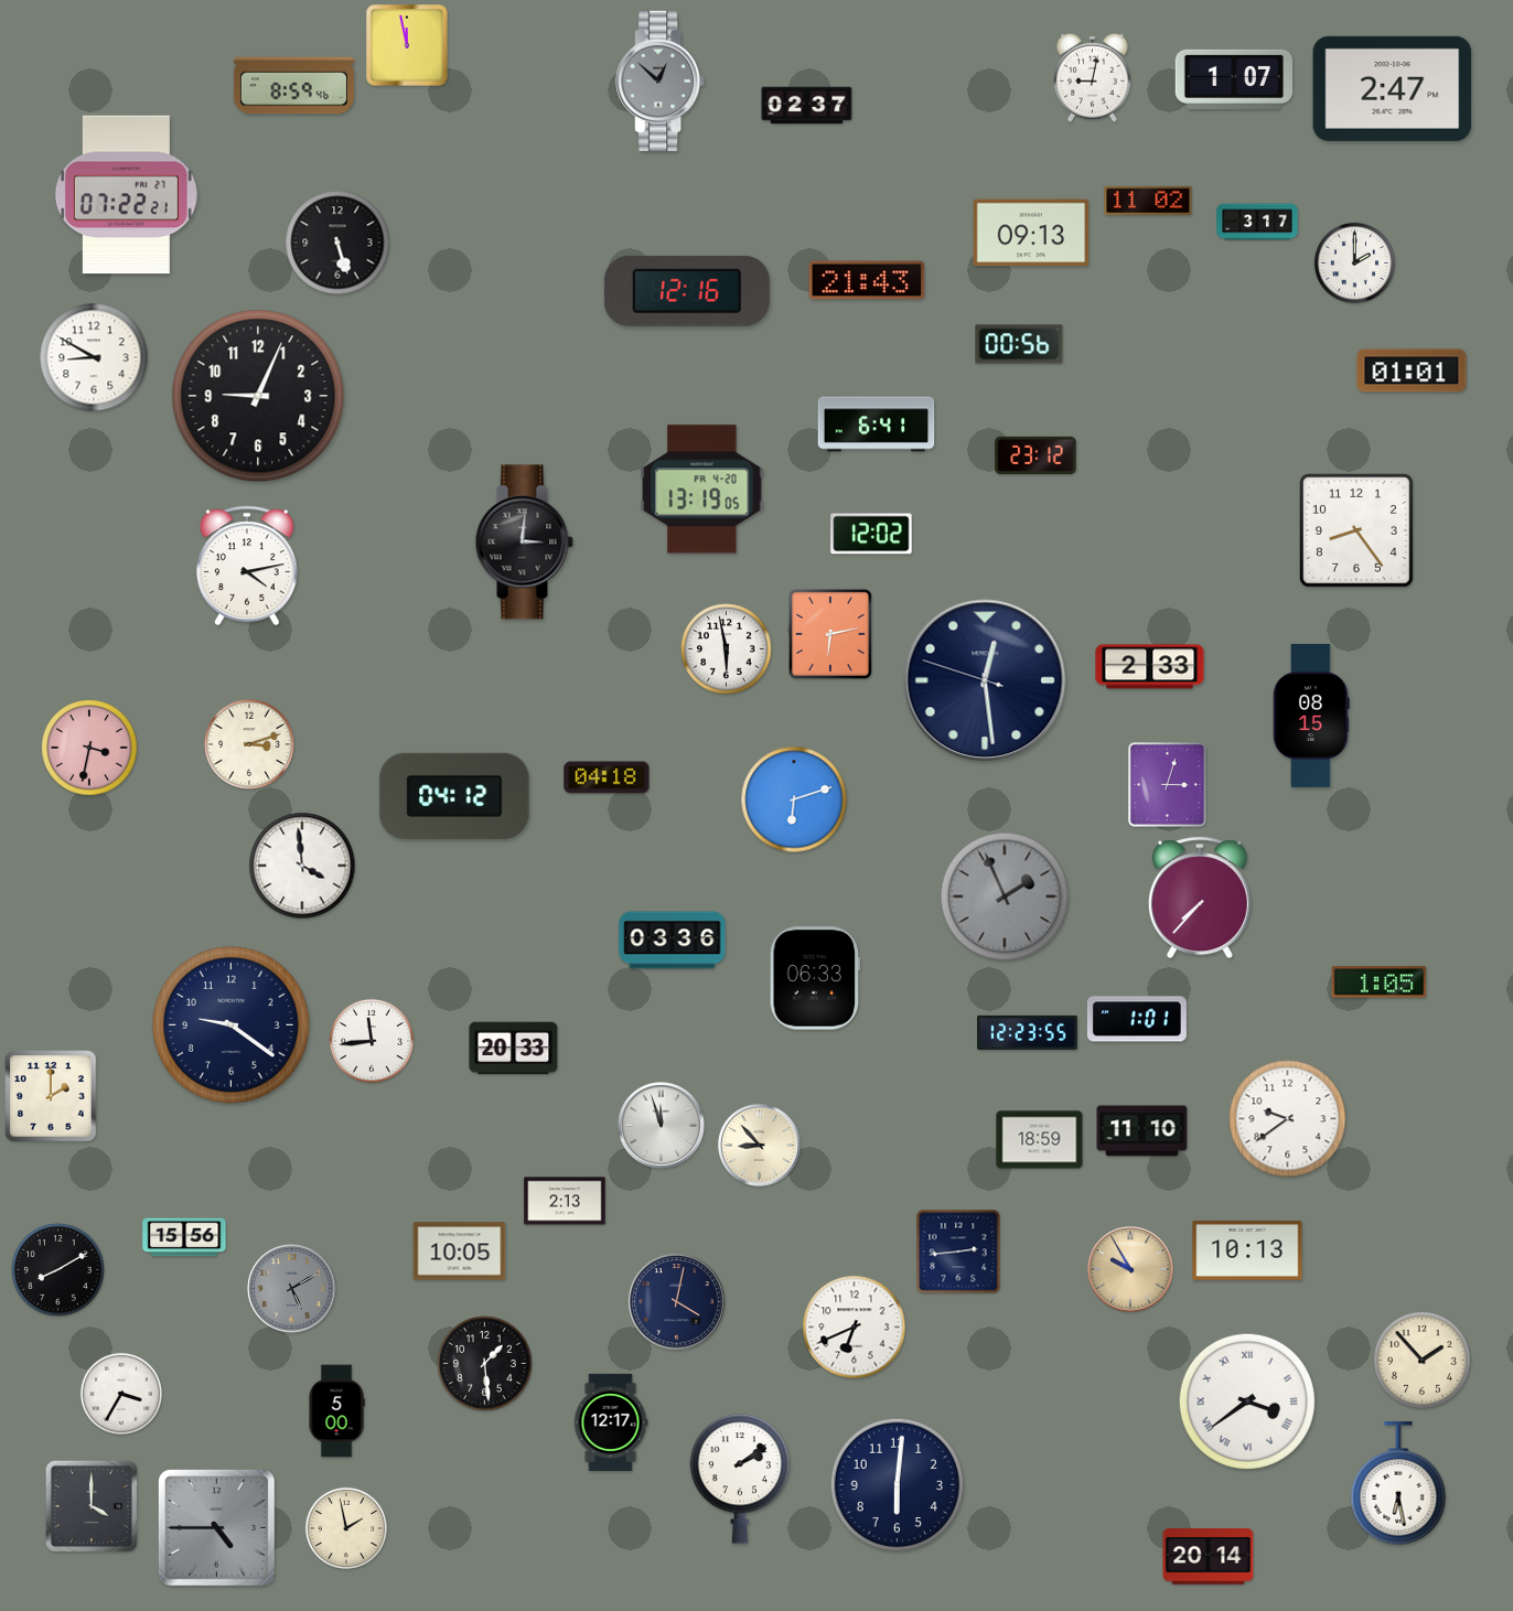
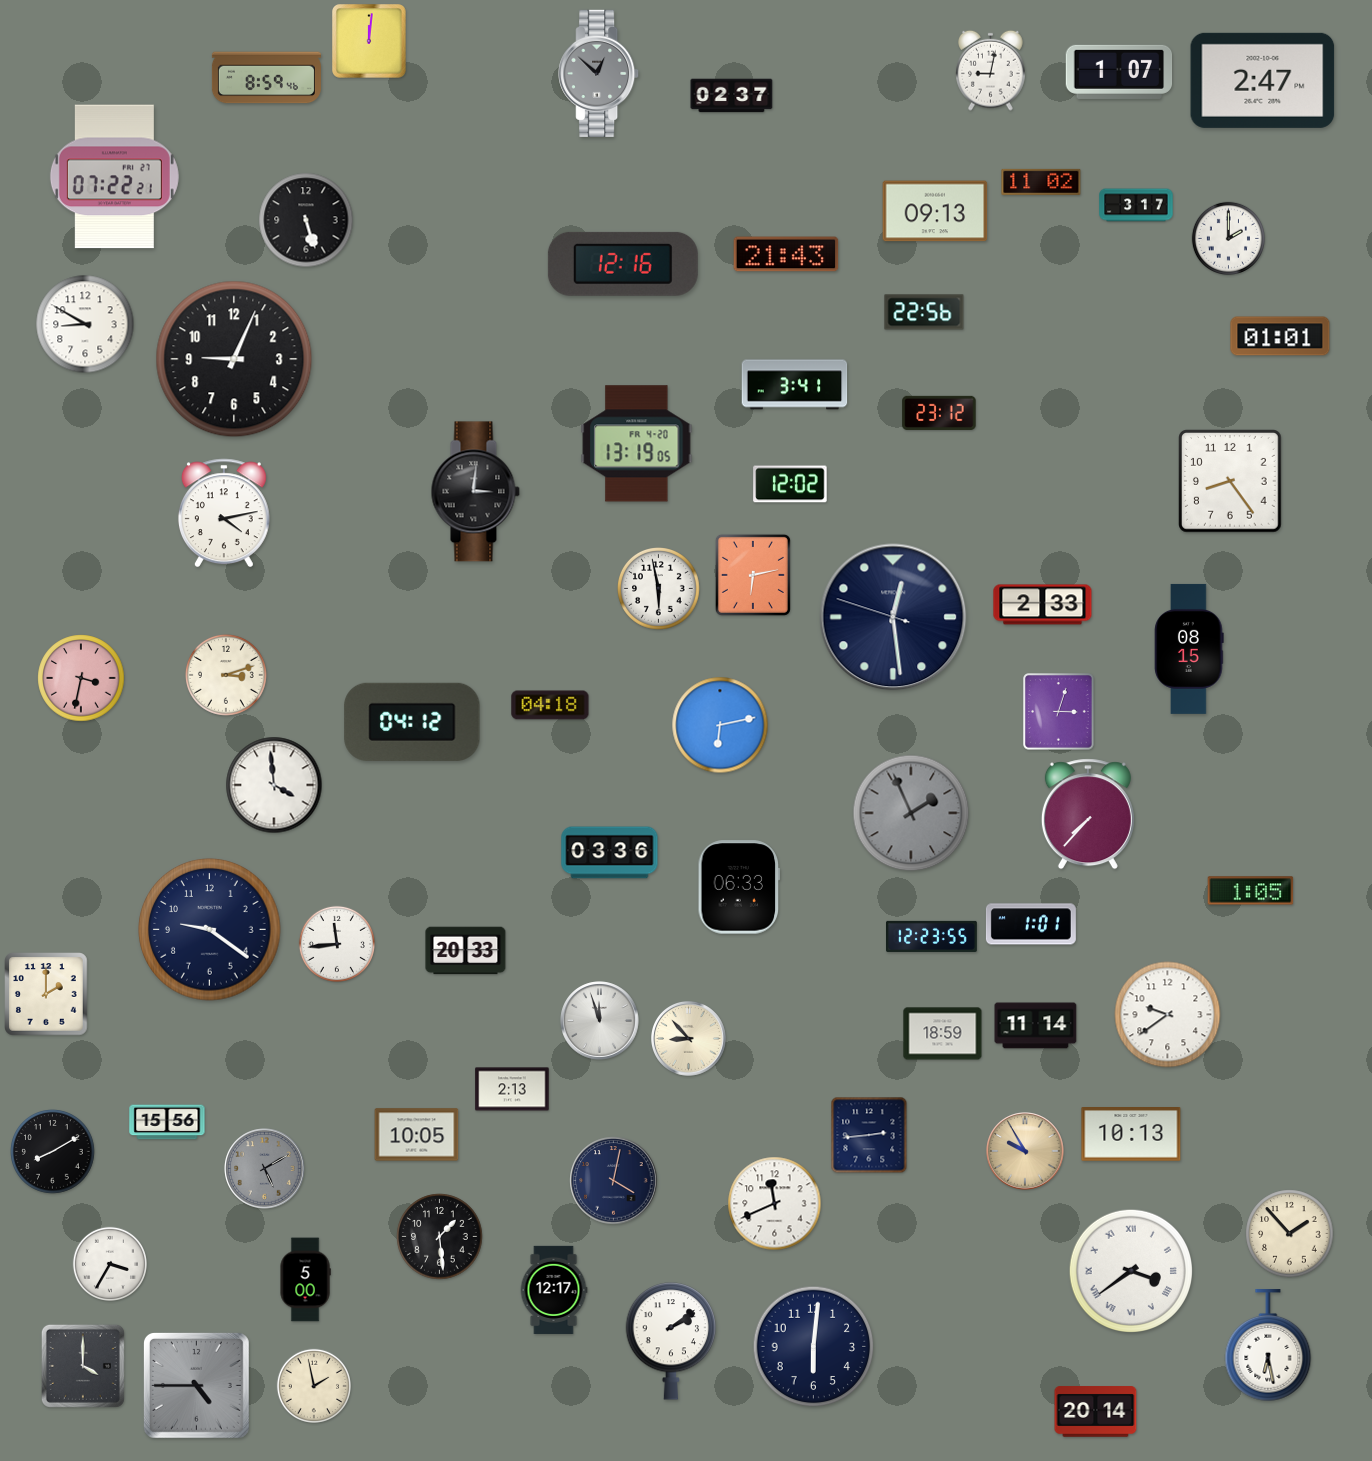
clock at (407, 45): 11:58 -> 12:01
clock at (1257, 222) position: (1257, 222) -> (1136, 205)
clock at (1019, 344): 00:56 -> 22:56
clock at (877, 425): 6:41 -> 3:41
clock at (794, 799): 6:12 -> 6:13
clock at (1142, 1131): 11:10 -> 11:14
clock at (855, 1328): 6:41 -> 11:41
